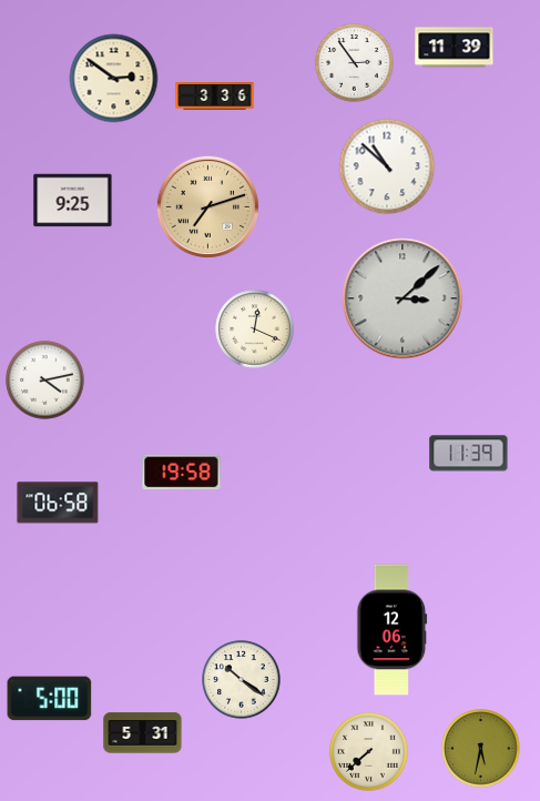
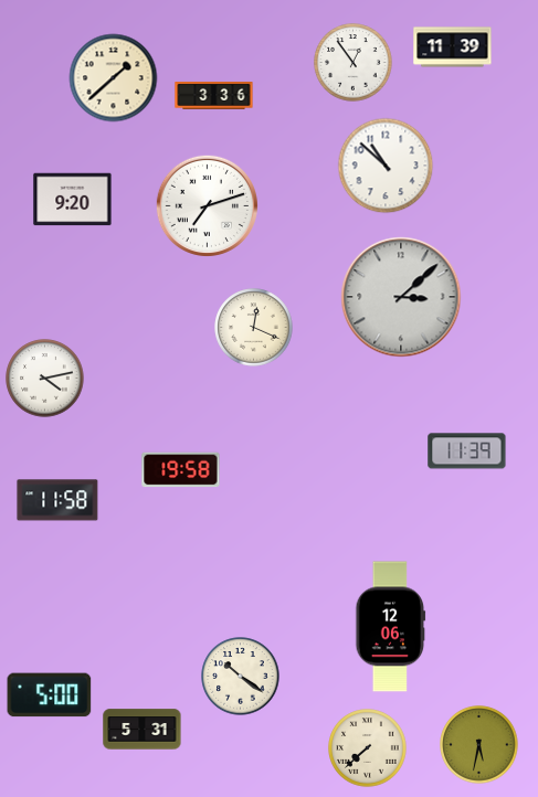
clock at (355, 63): 2:54 -> 12:54
clock at (114, 79): 2:51 -> 1:38
clock at (73, 201): 9:25 -> 9:20
clock at (207, 206) dial: champagne -> white
clock at (58, 503): 06:58 -> 11:58
